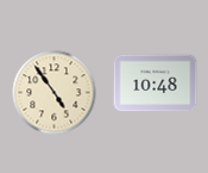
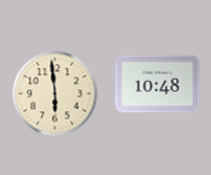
clock at (55, 93): 4:54 -> 5:59
